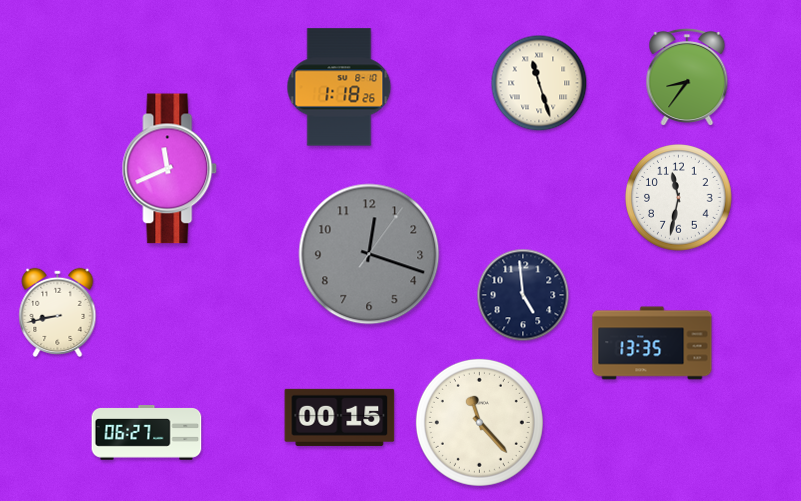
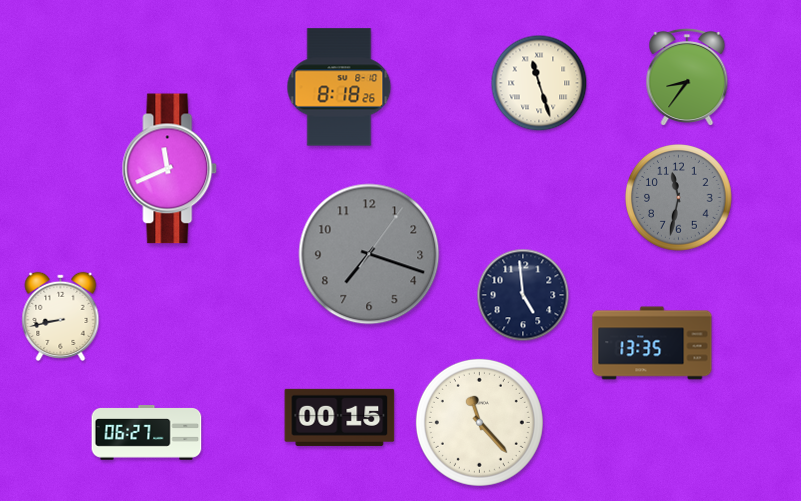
clock at (339, 87): 1:18 -> 8:18
clock at (679, 198) dial: white -> grey
clock at (369, 254): 12:18 -> 7:18
clock at (58, 312) position: (58, 312) -> (61, 316)
